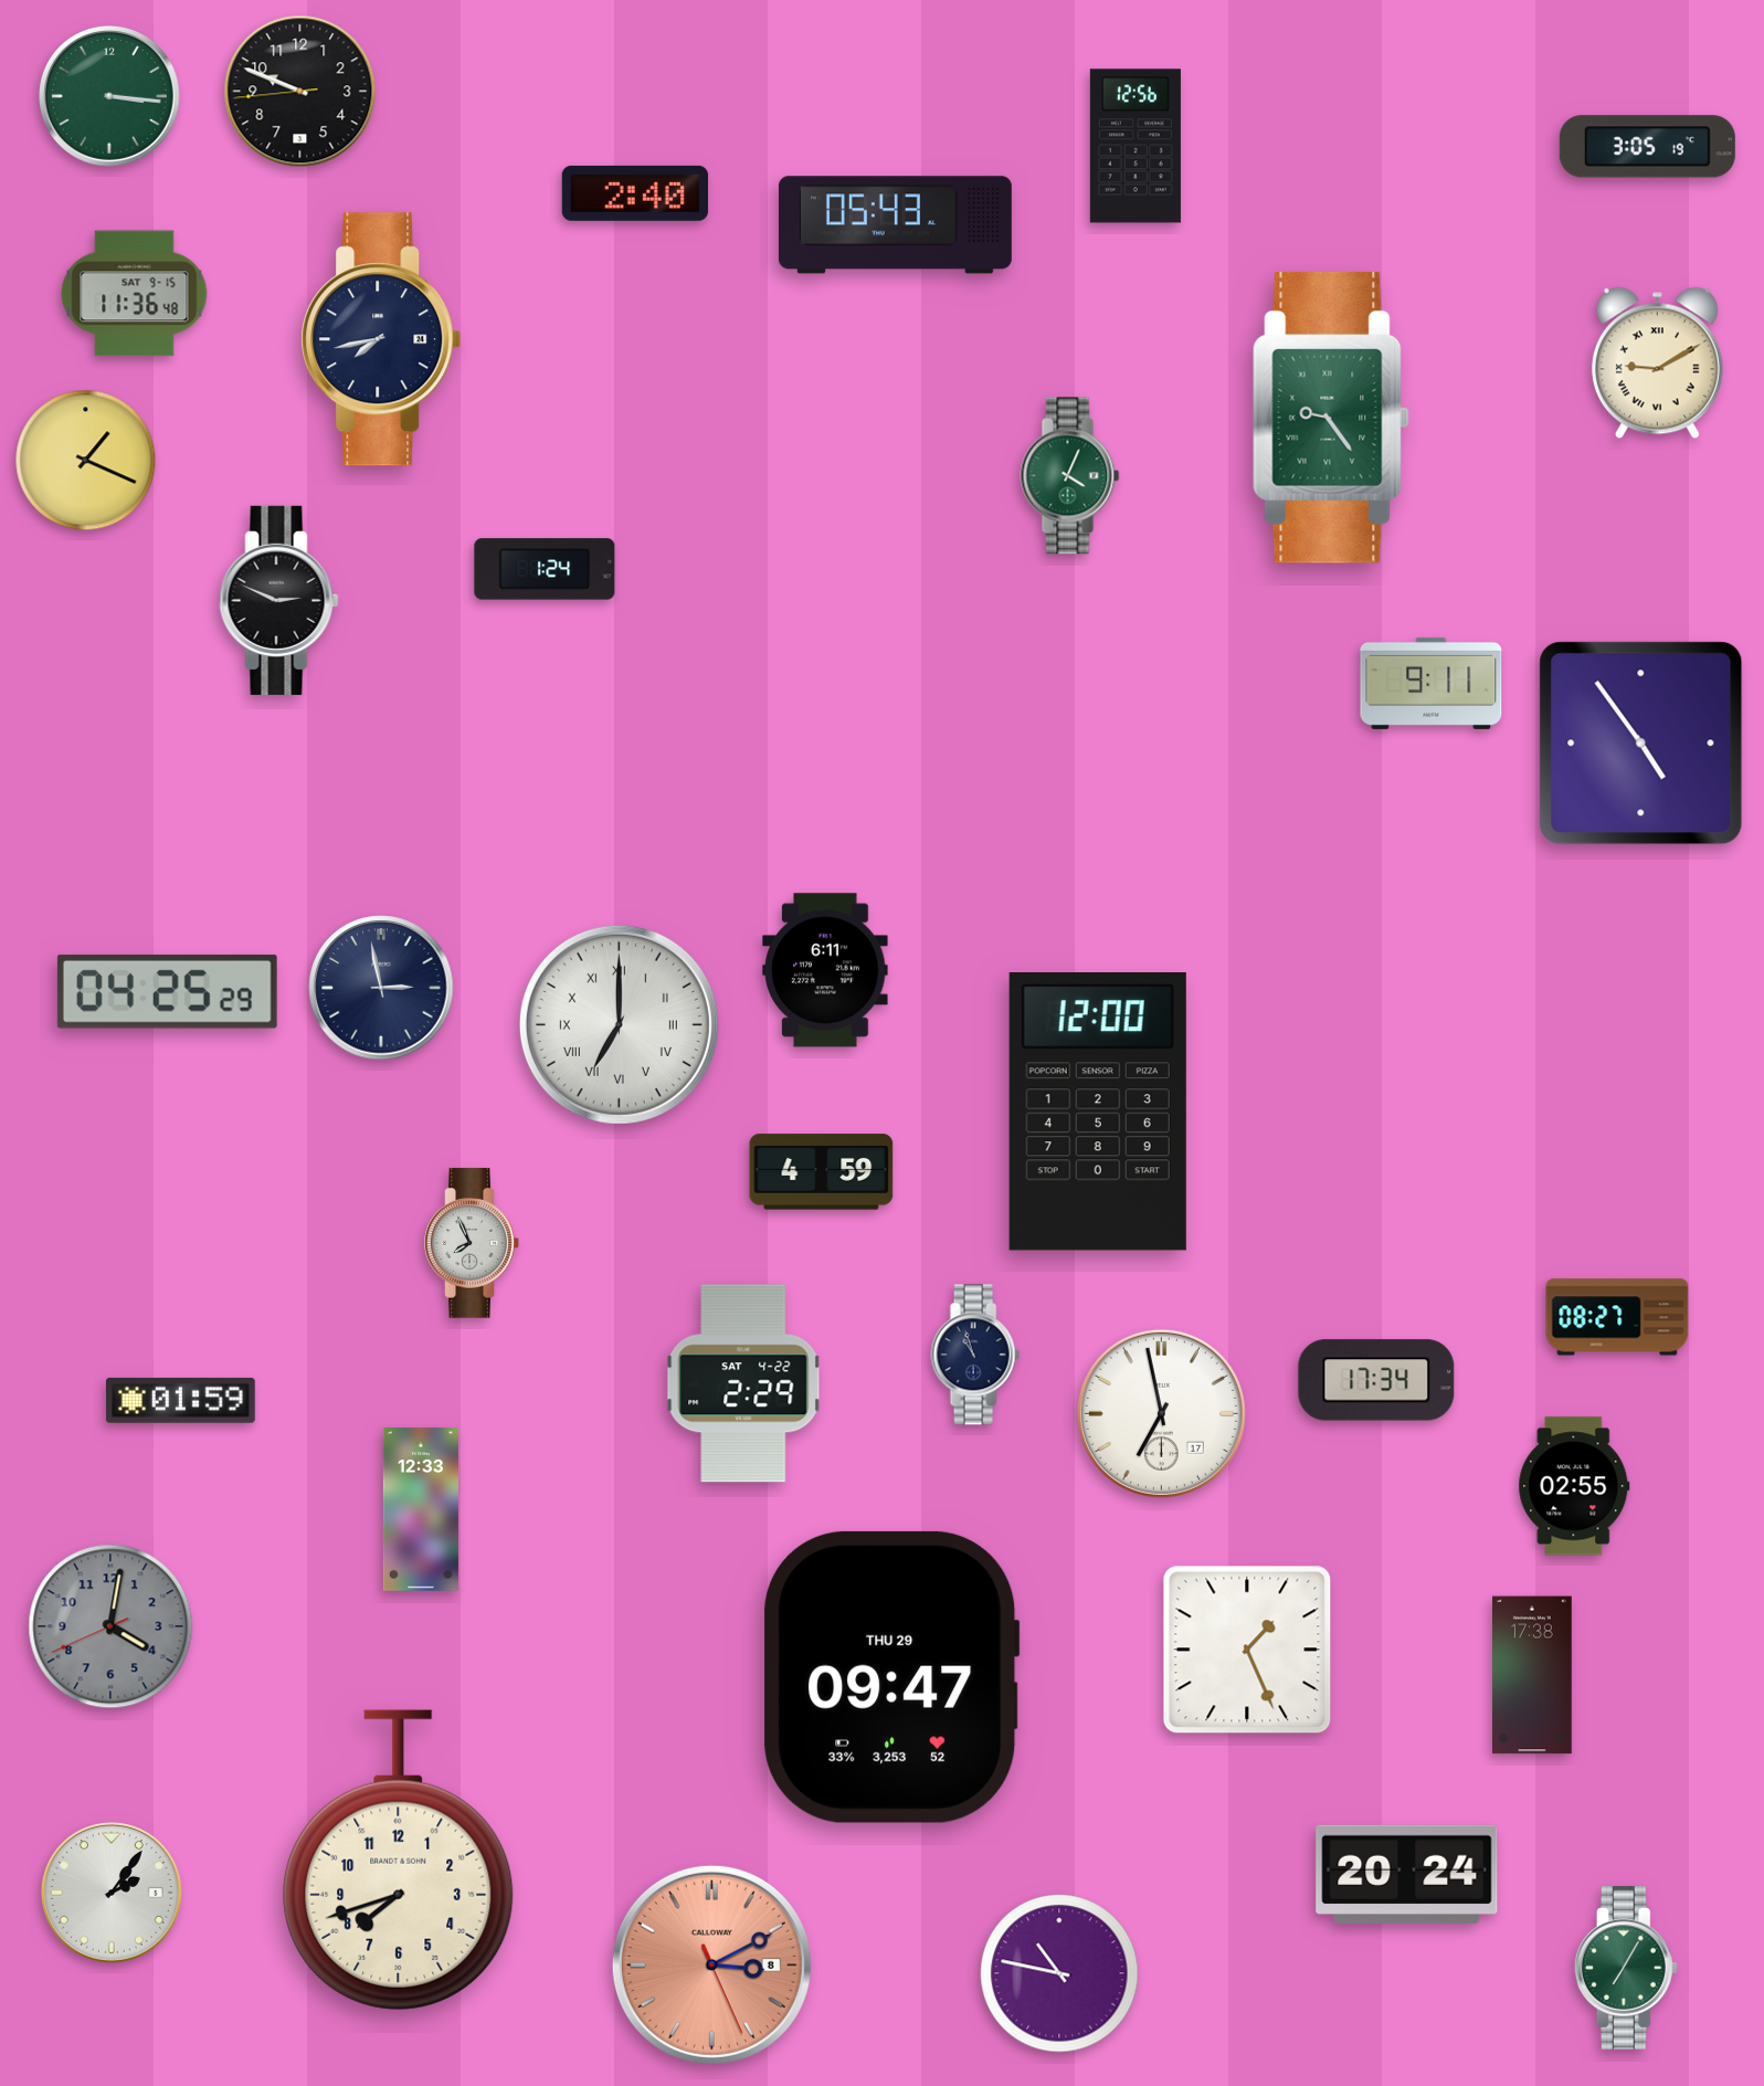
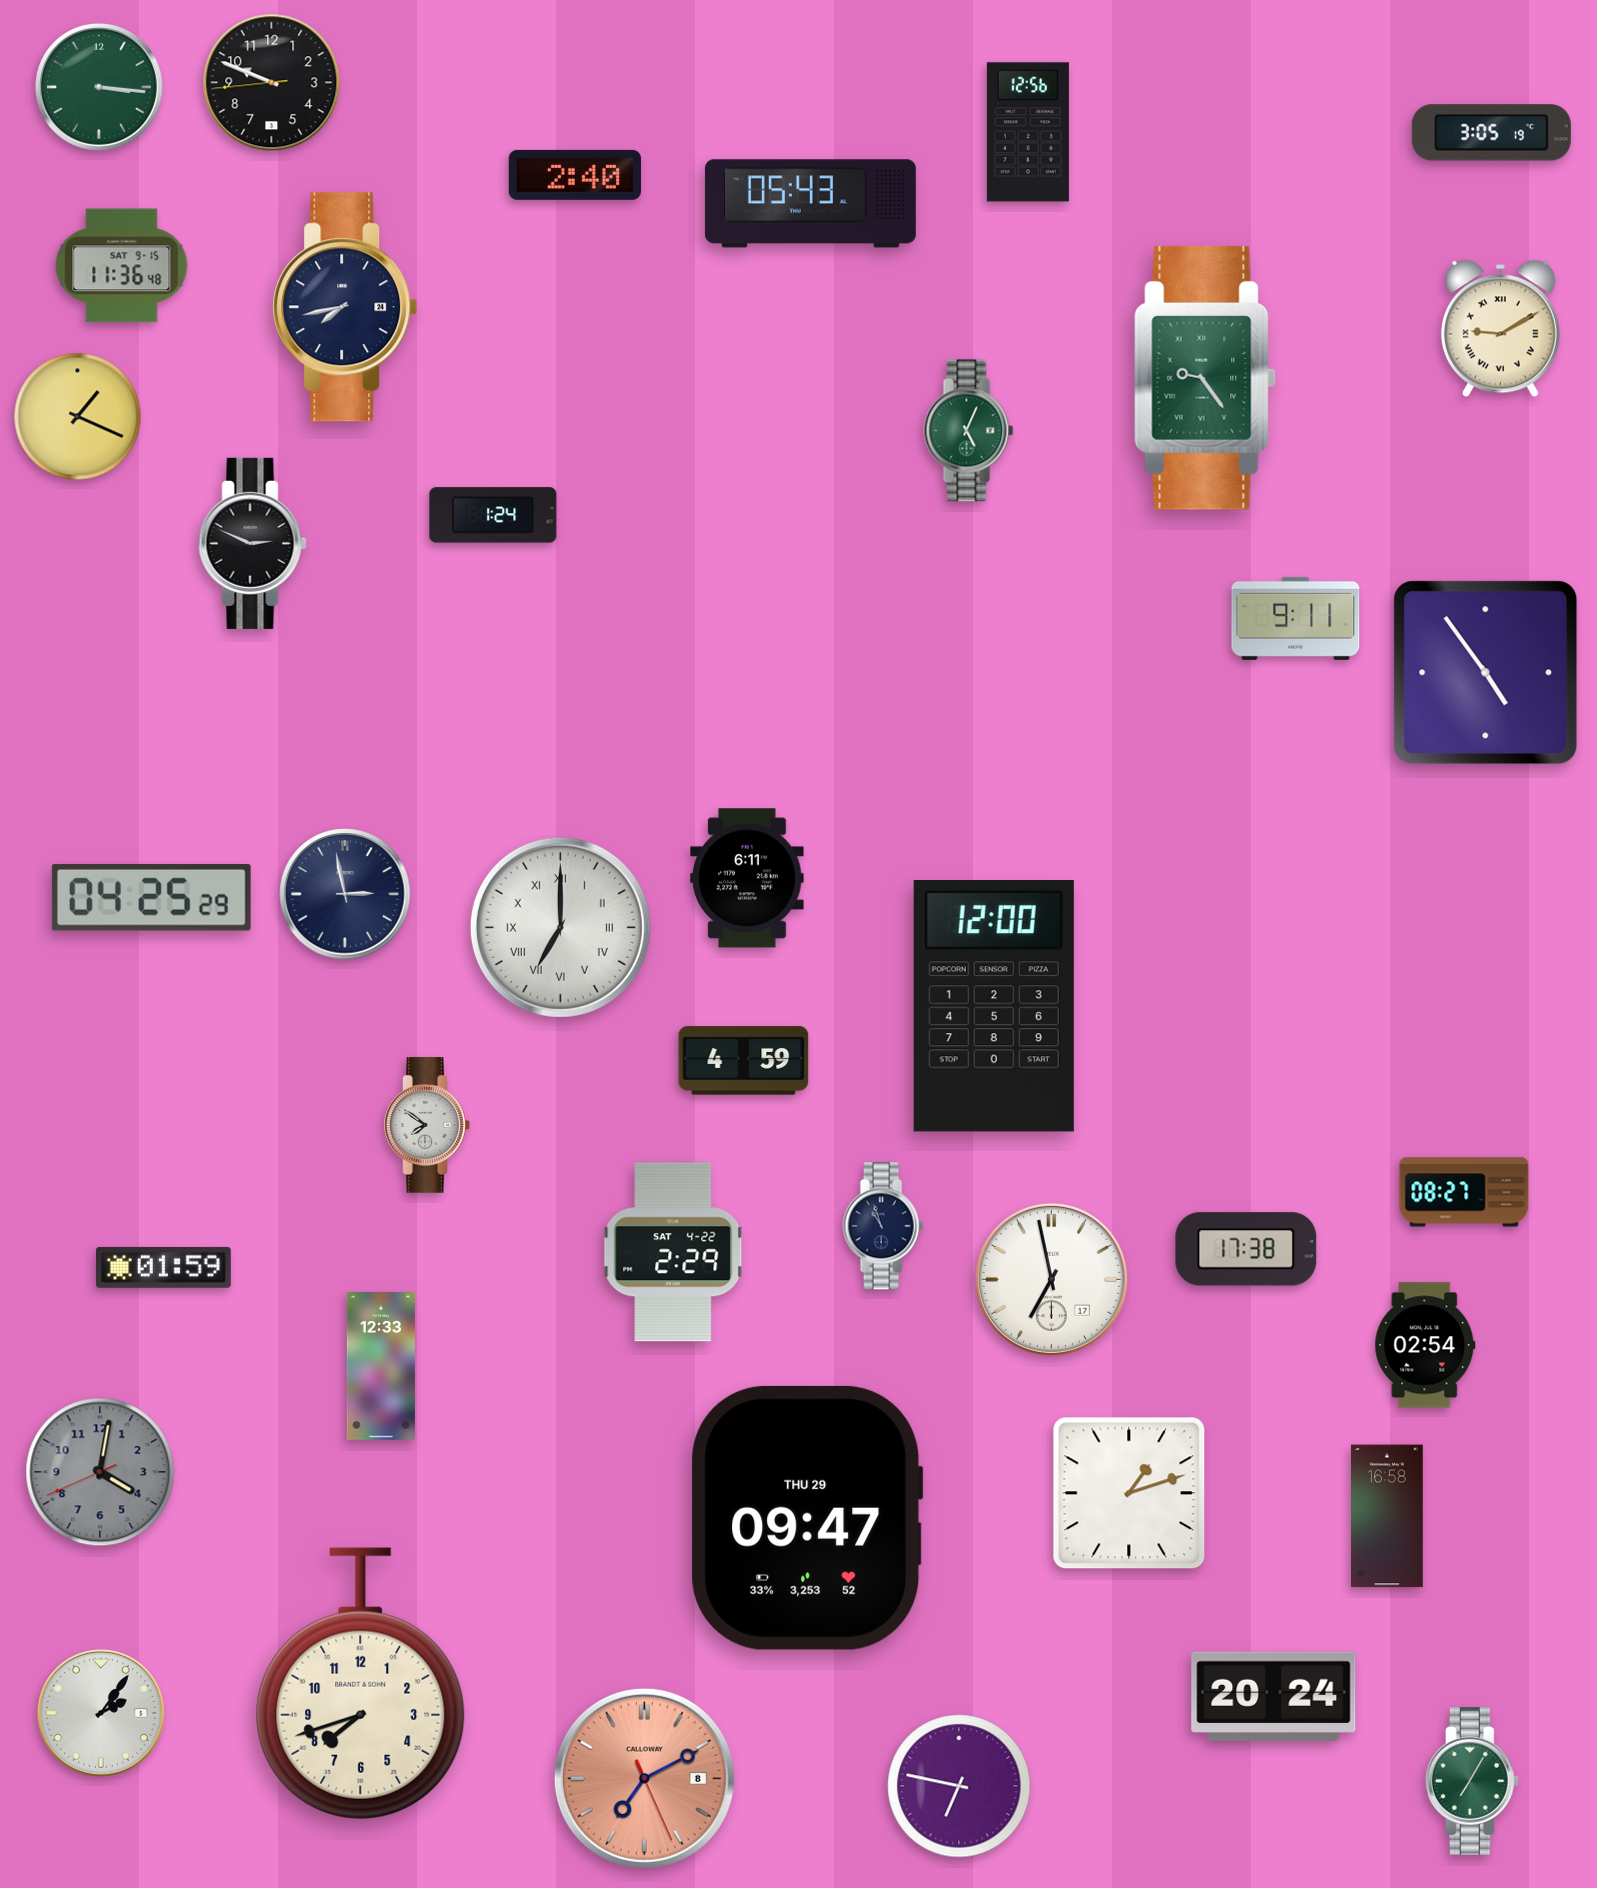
clock at (1070, 476): 4:04 -> 5:04
clock at (472, 1243): 7:56 -> 7:51
clock at (1376, 1380): 17:34 -> 17:38
clock at (1574, 1486): 02:55 -> 02:54
clock at (1247, 1650): 1:26 -> 1:12
clock at (1533, 1675): 17:38 -> 16:58
clock at (711, 1964): 3:10 -> 7:10
clock at (1059, 1973): 10:47 -> 6:47
